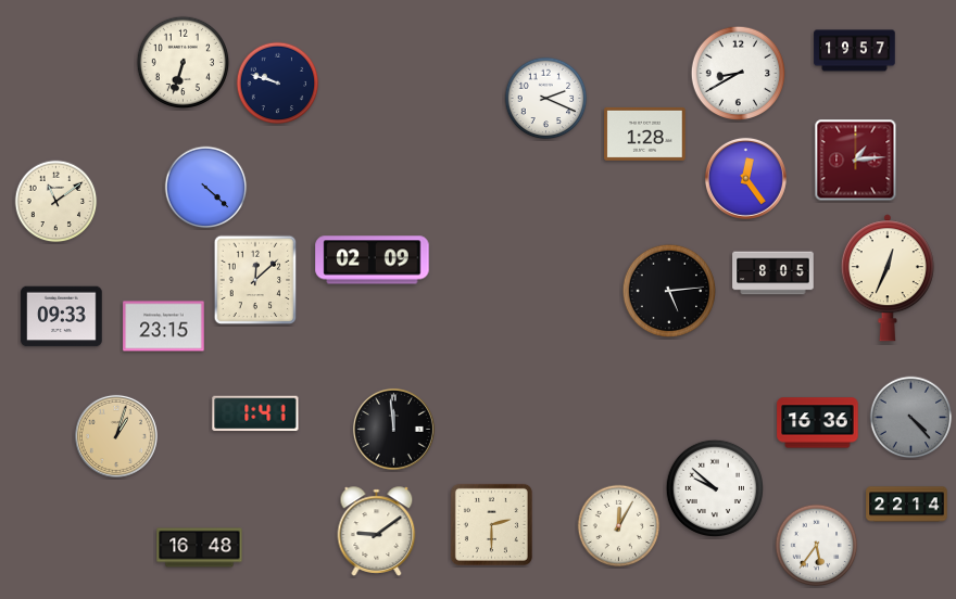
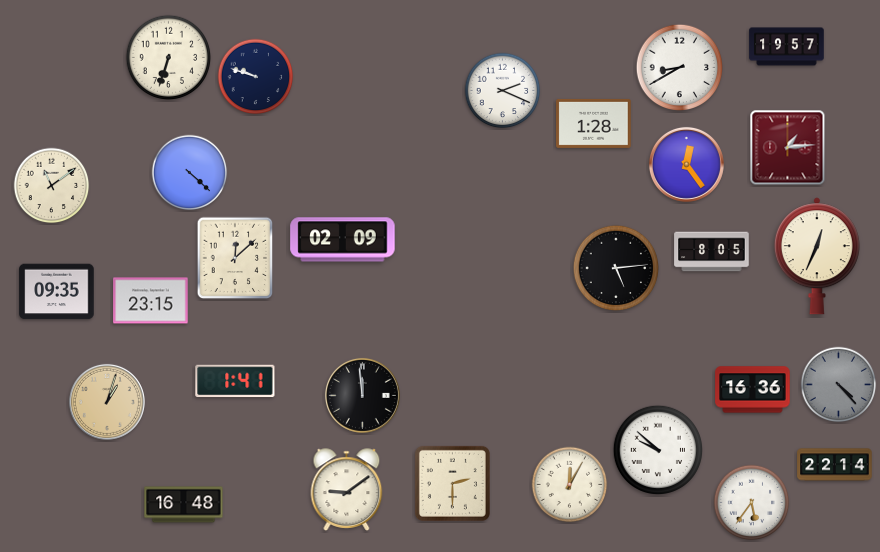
clock at (62, 317): 09:33 -> 09:35
